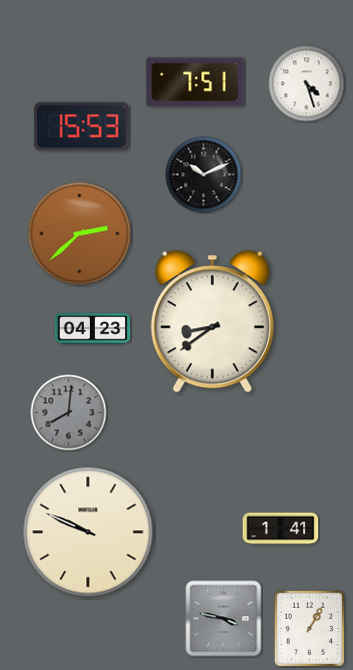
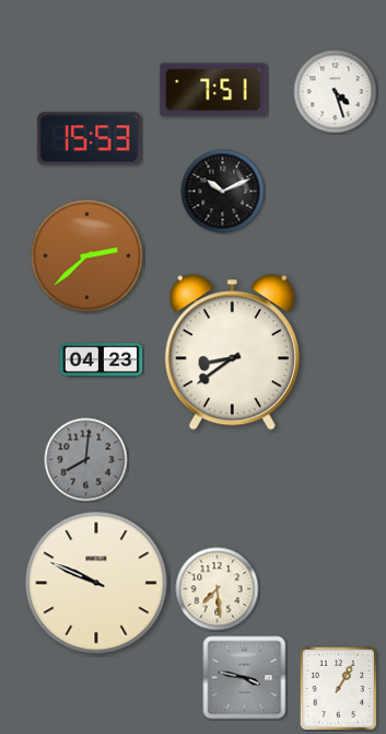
clock at (69, 413) position: (69, 413) -> (86, 460)
clock at (281, 529): 1:41 -> none
clock at (218, 589): none -> 7:29
